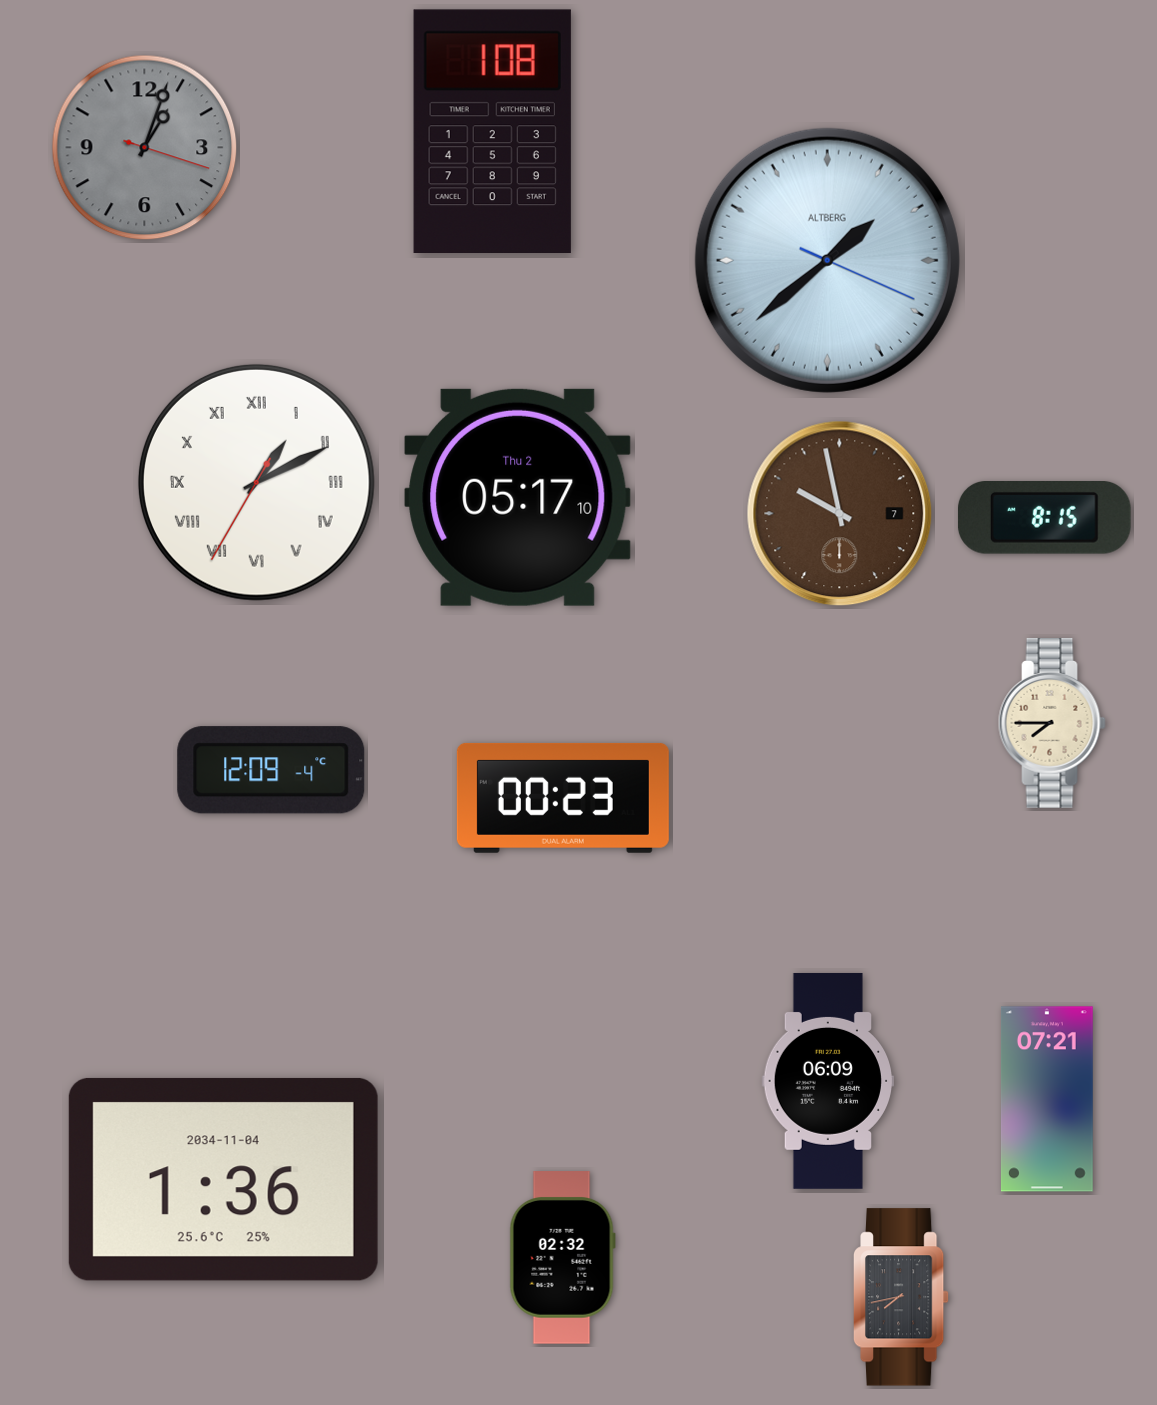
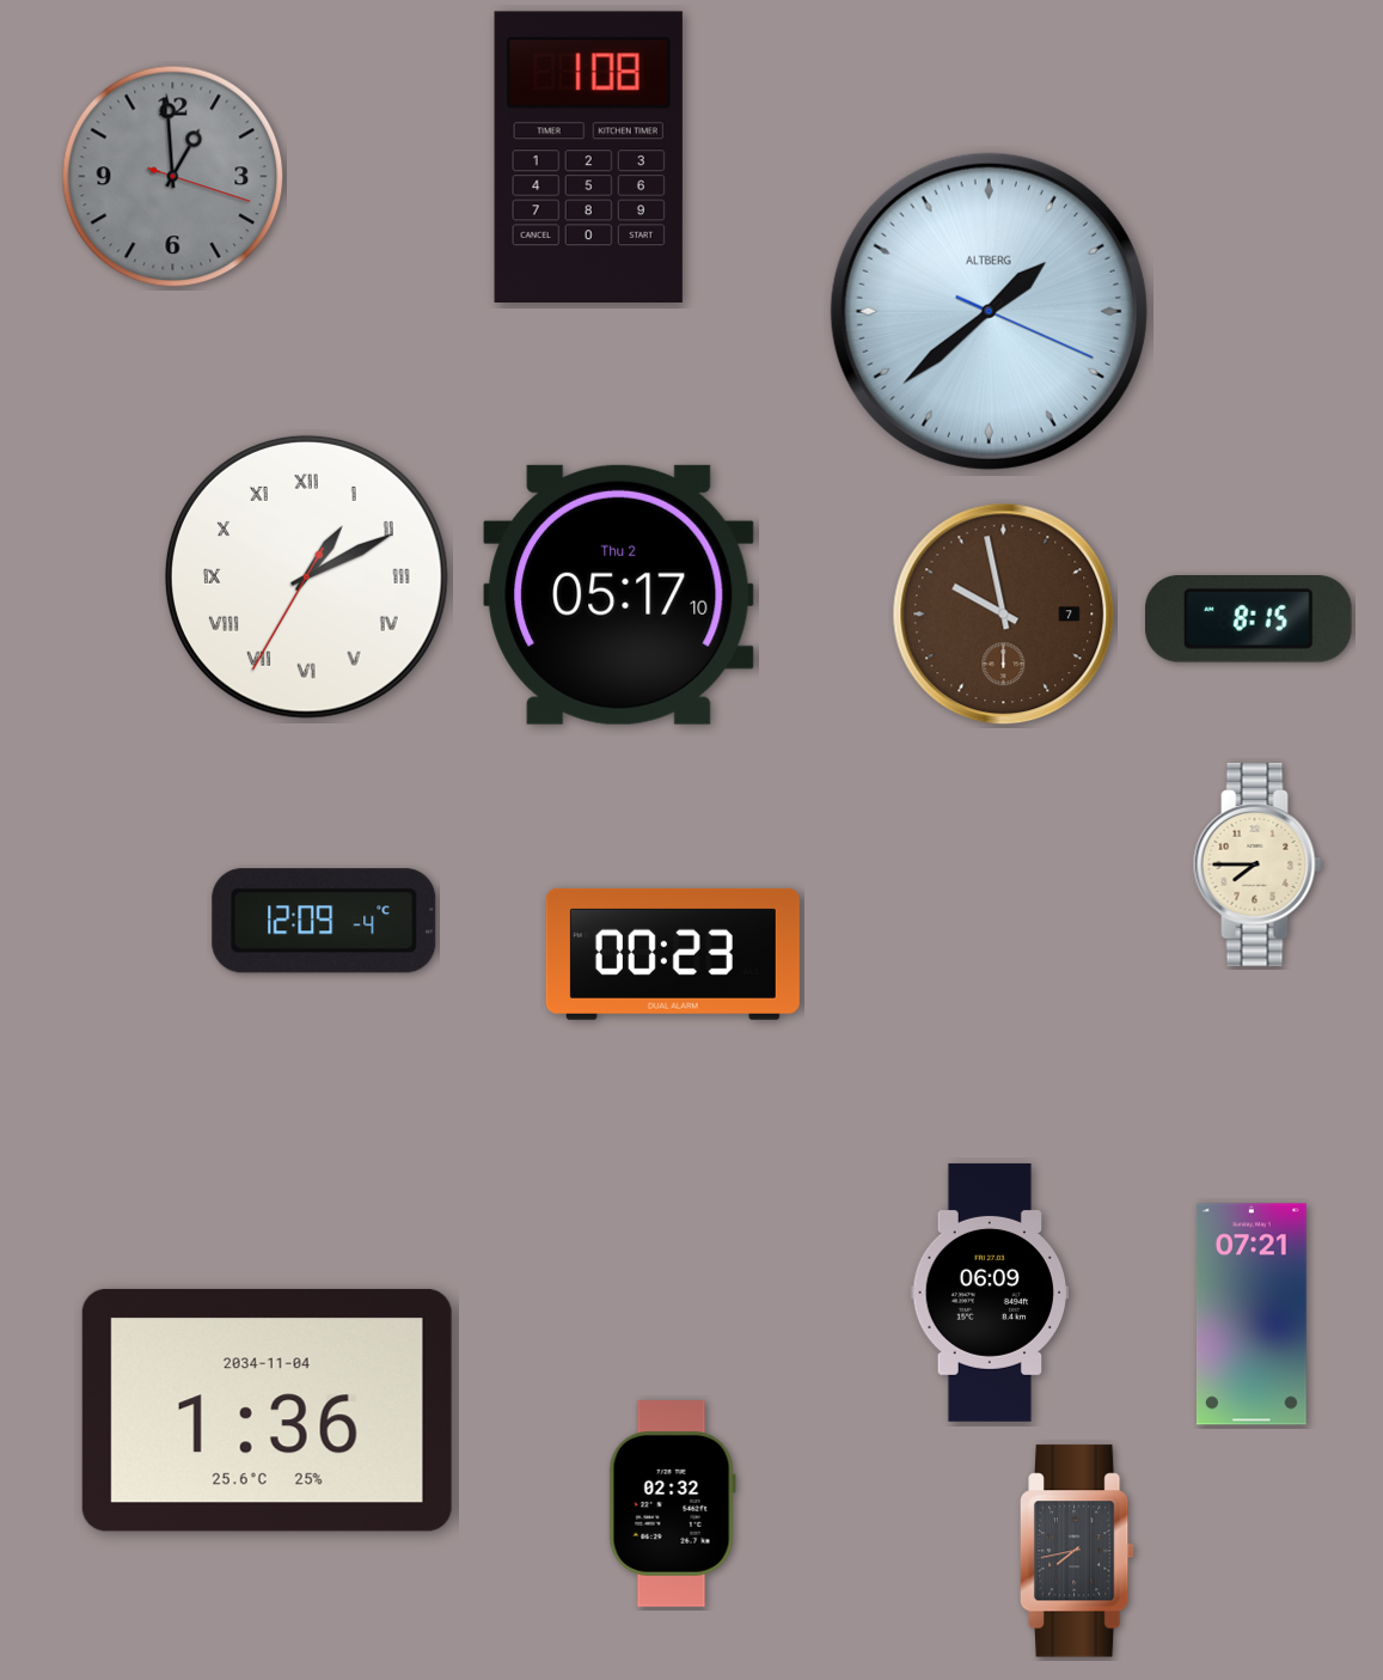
clock at (145, 148): 1:03 -> 12:59
